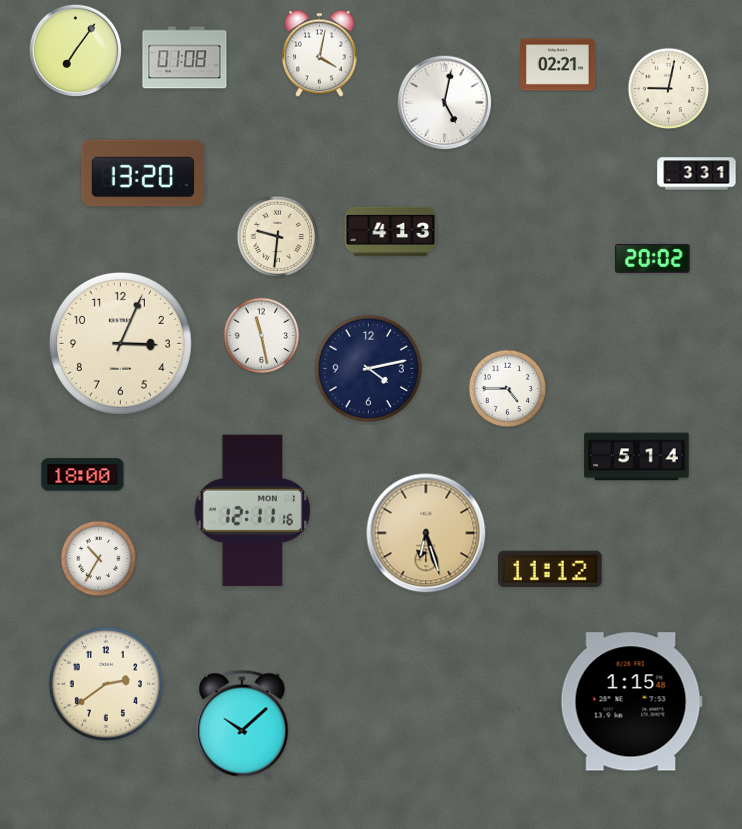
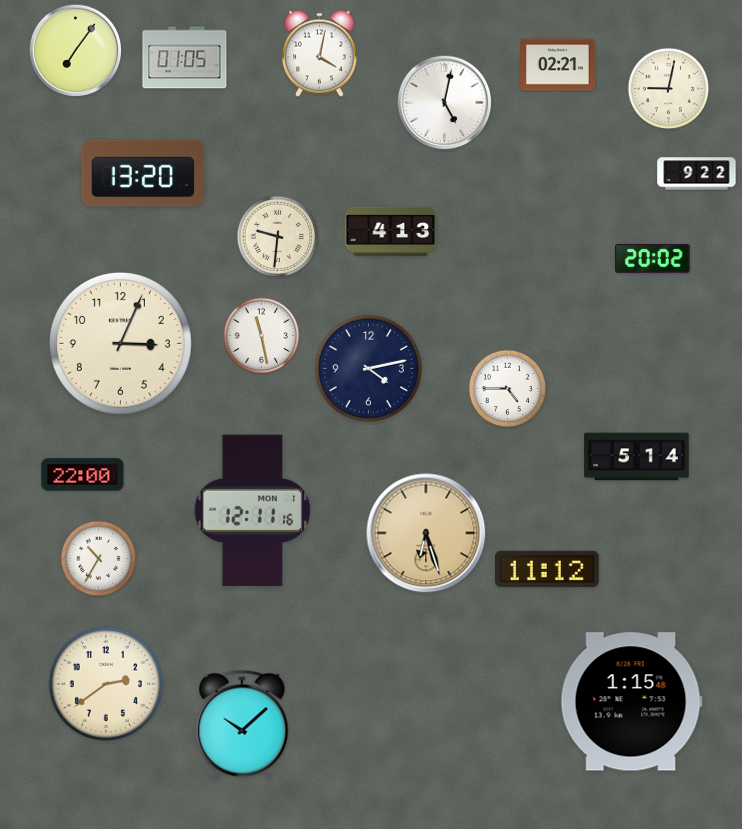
clock at (185, 58): 01:08 -> 01:05
clock at (697, 174): 3:31 -> 9:22
clock at (83, 475): 18:00 -> 22:00
clock at (551, 568) position: (551, 568) -> (548, 568)
